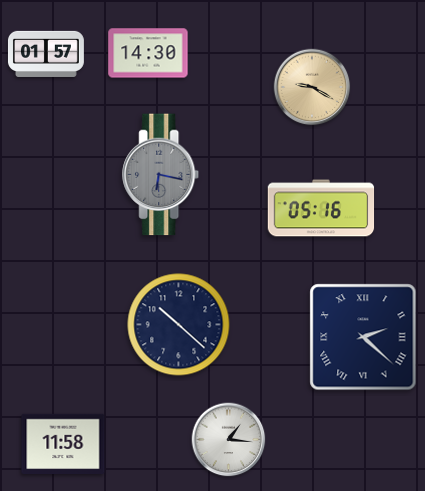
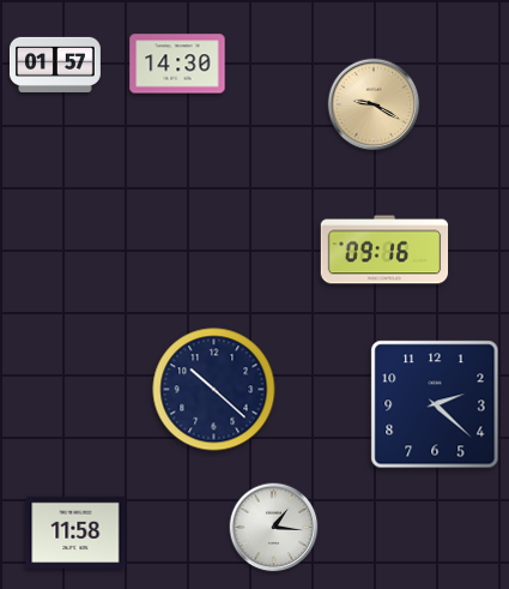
clock at (161, 175): 6:17 -> none
clock at (321, 208): 05:16 -> 09:16
clock at (363, 337) numerals: Roman -> Arabic
